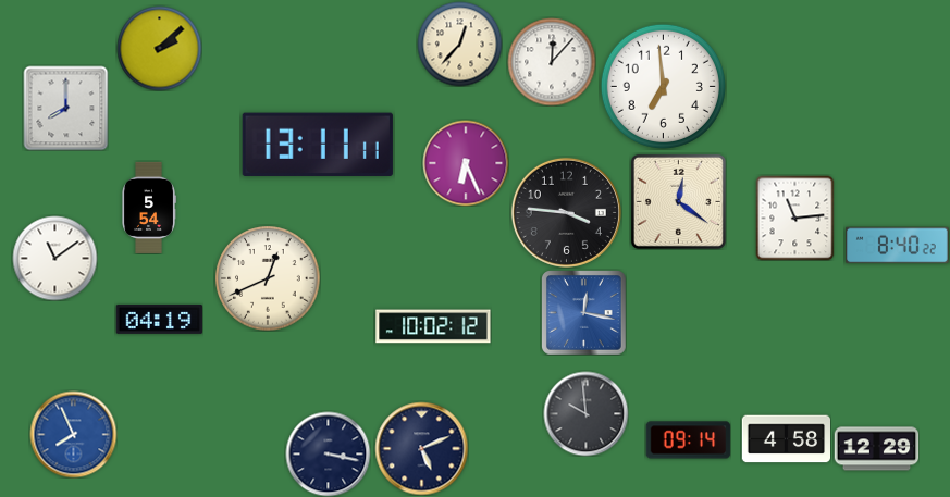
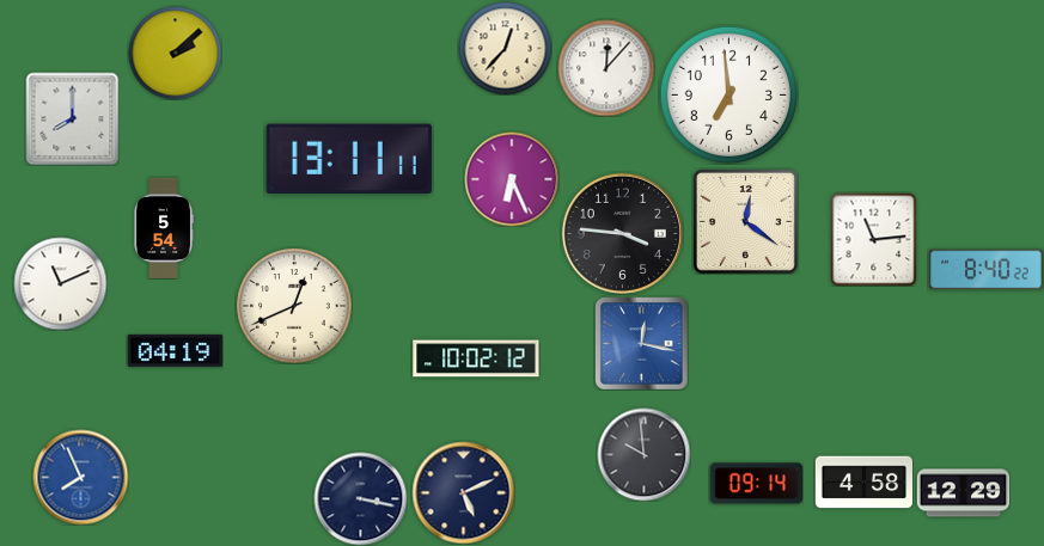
clock at (54, 258): 11:09 -> 11:11
